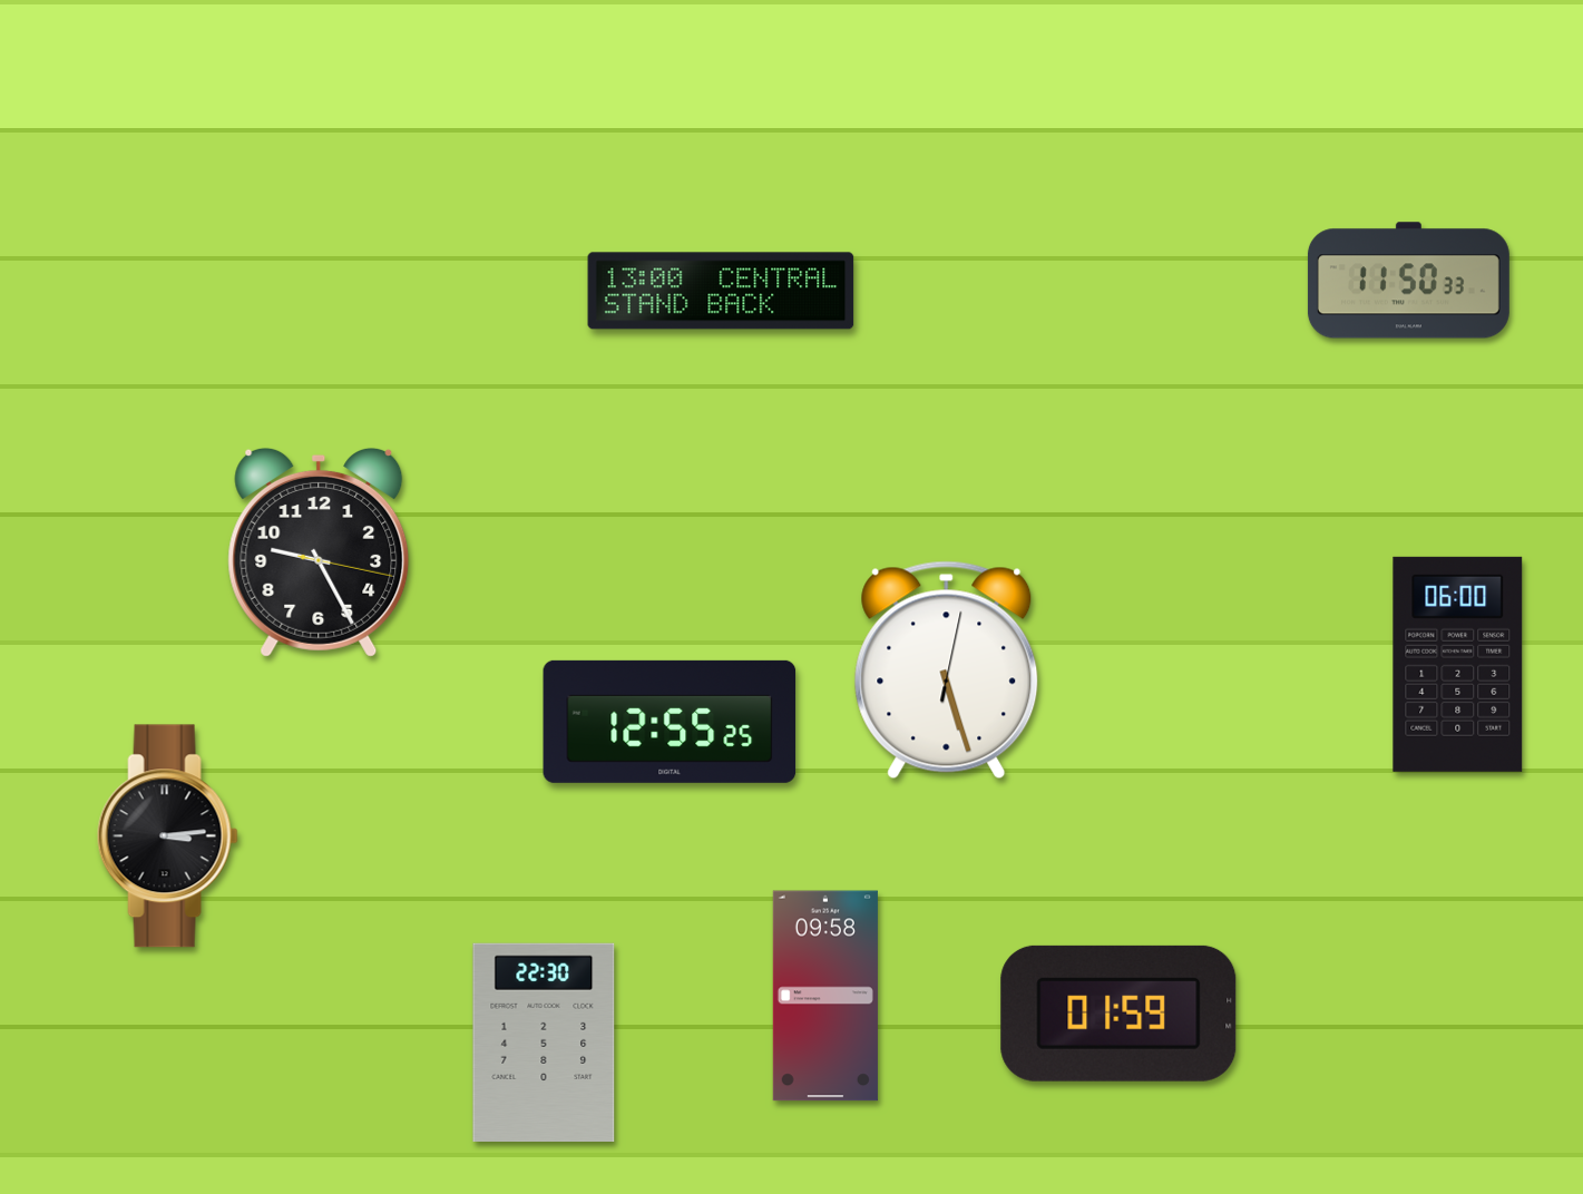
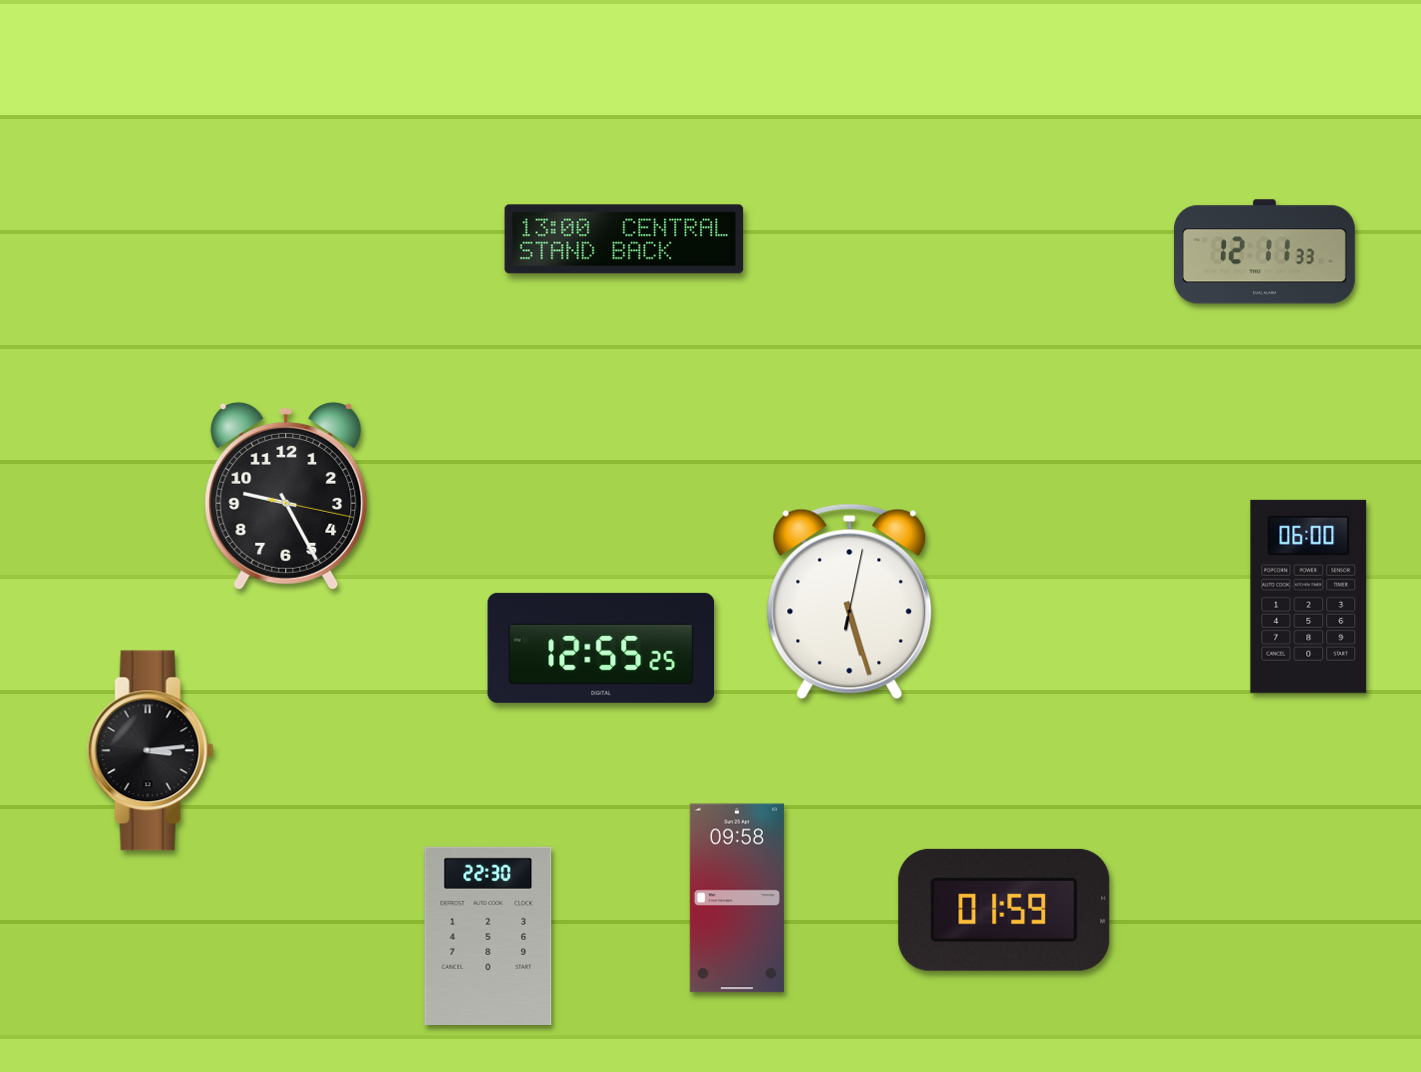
clock at (1408, 281): 11:50 -> 12:11
clock at (721, 291) position: (721, 291) -> (624, 239)
clock at (825, 996) position: (825, 996) -> (737, 898)
